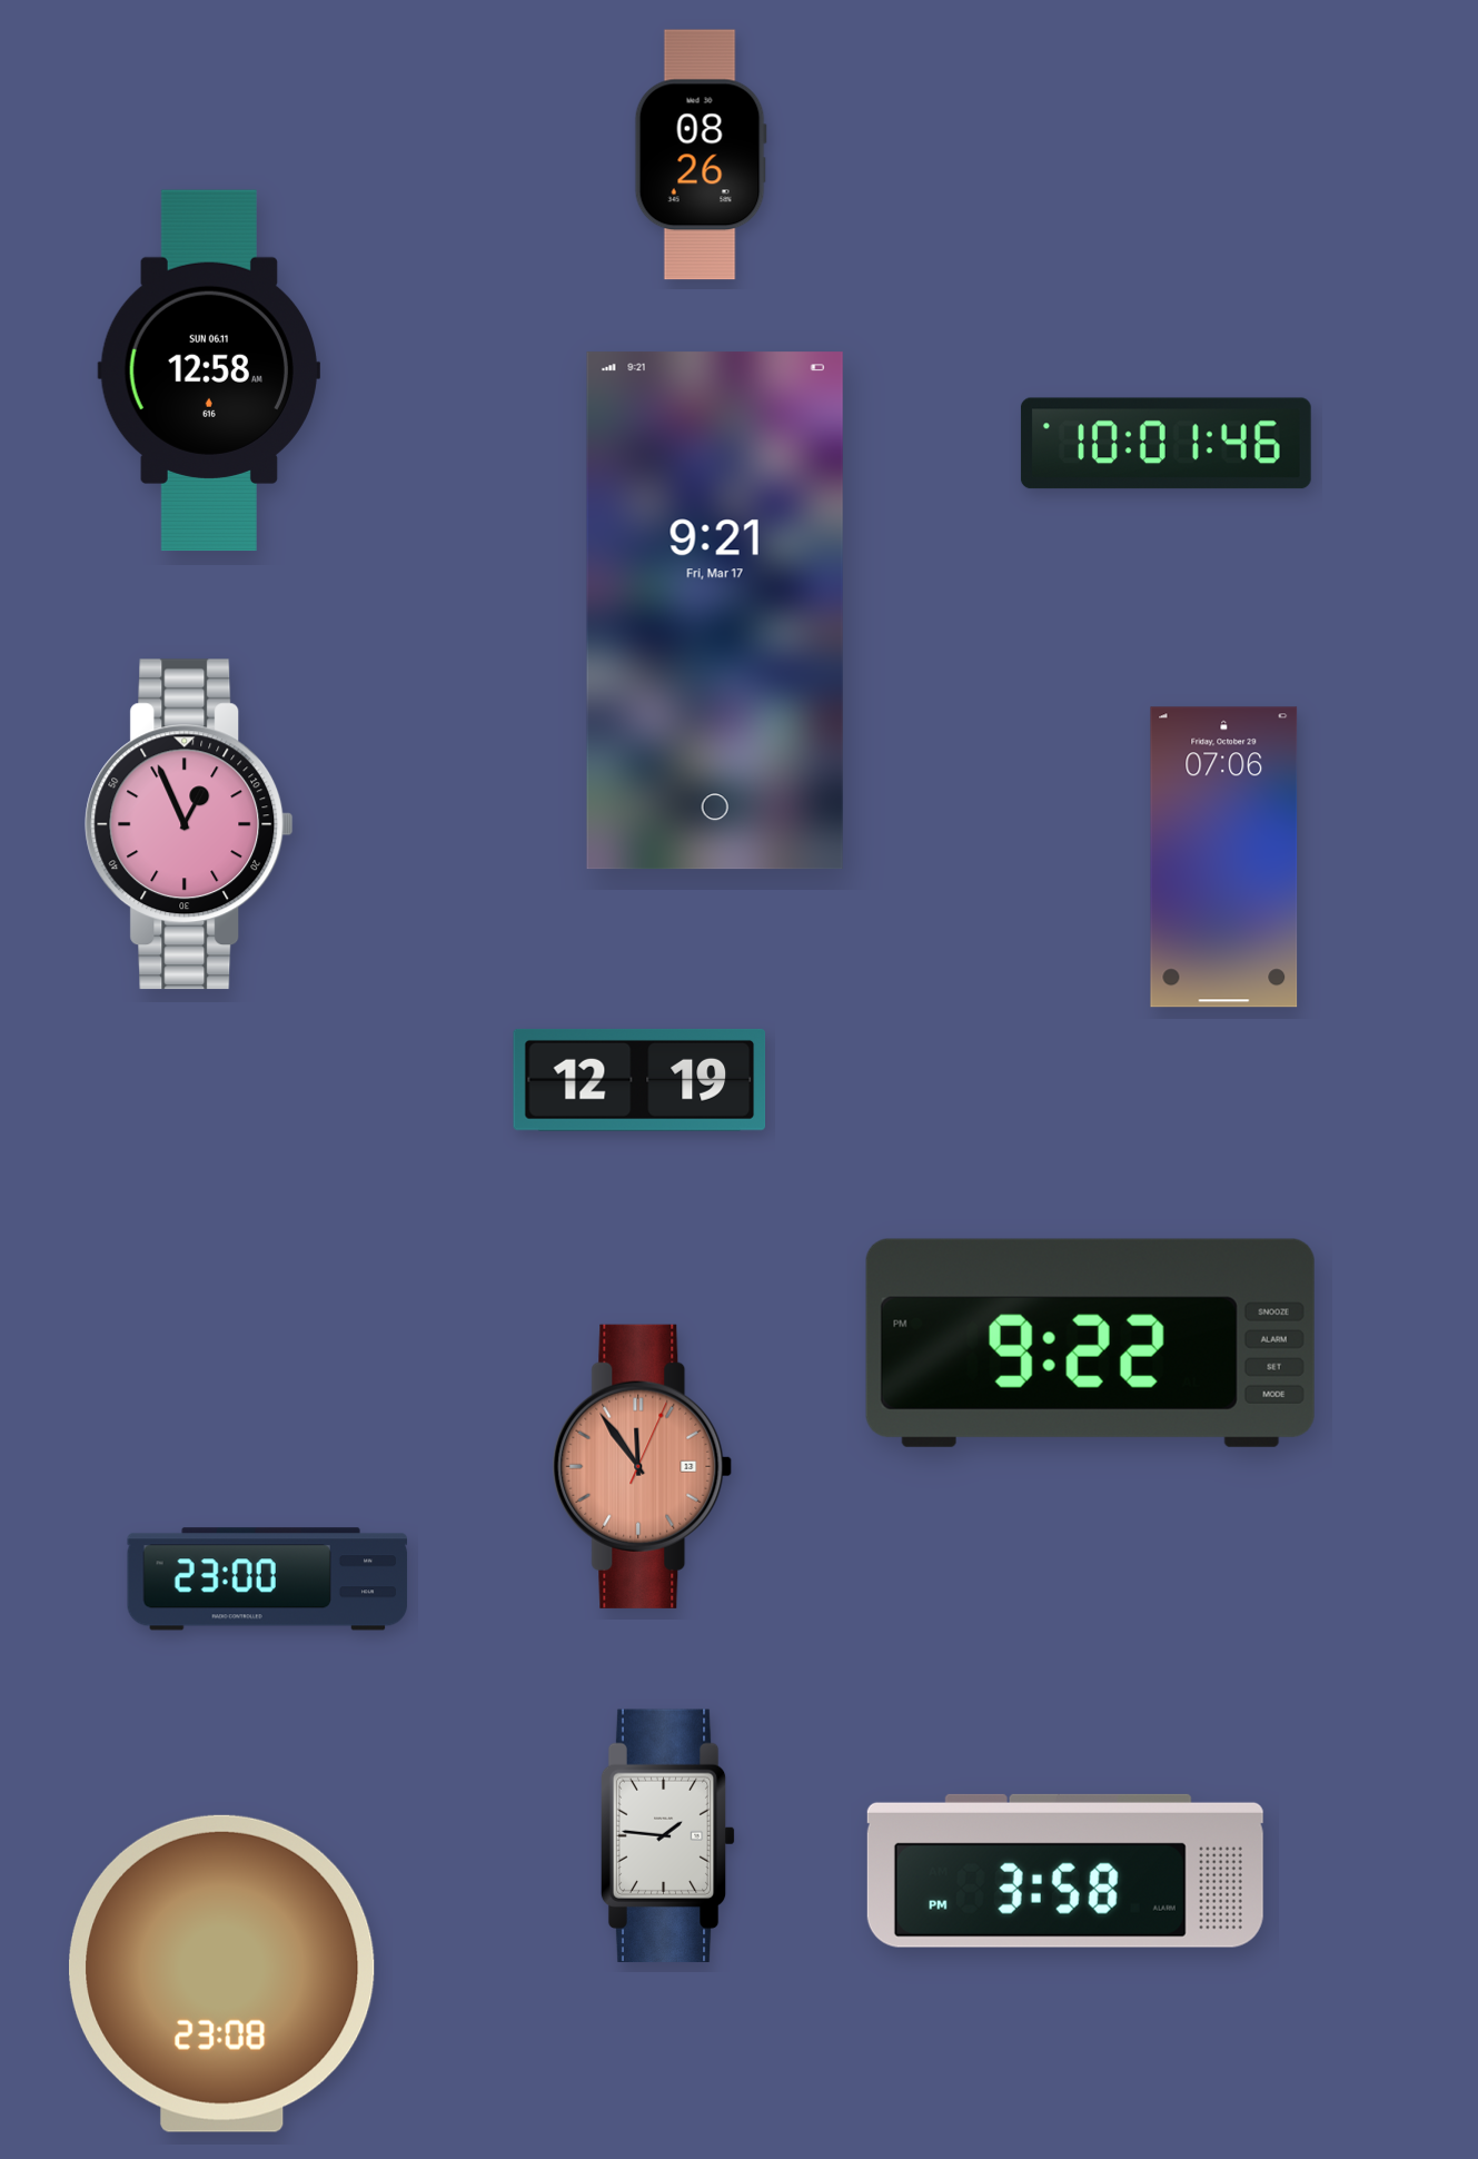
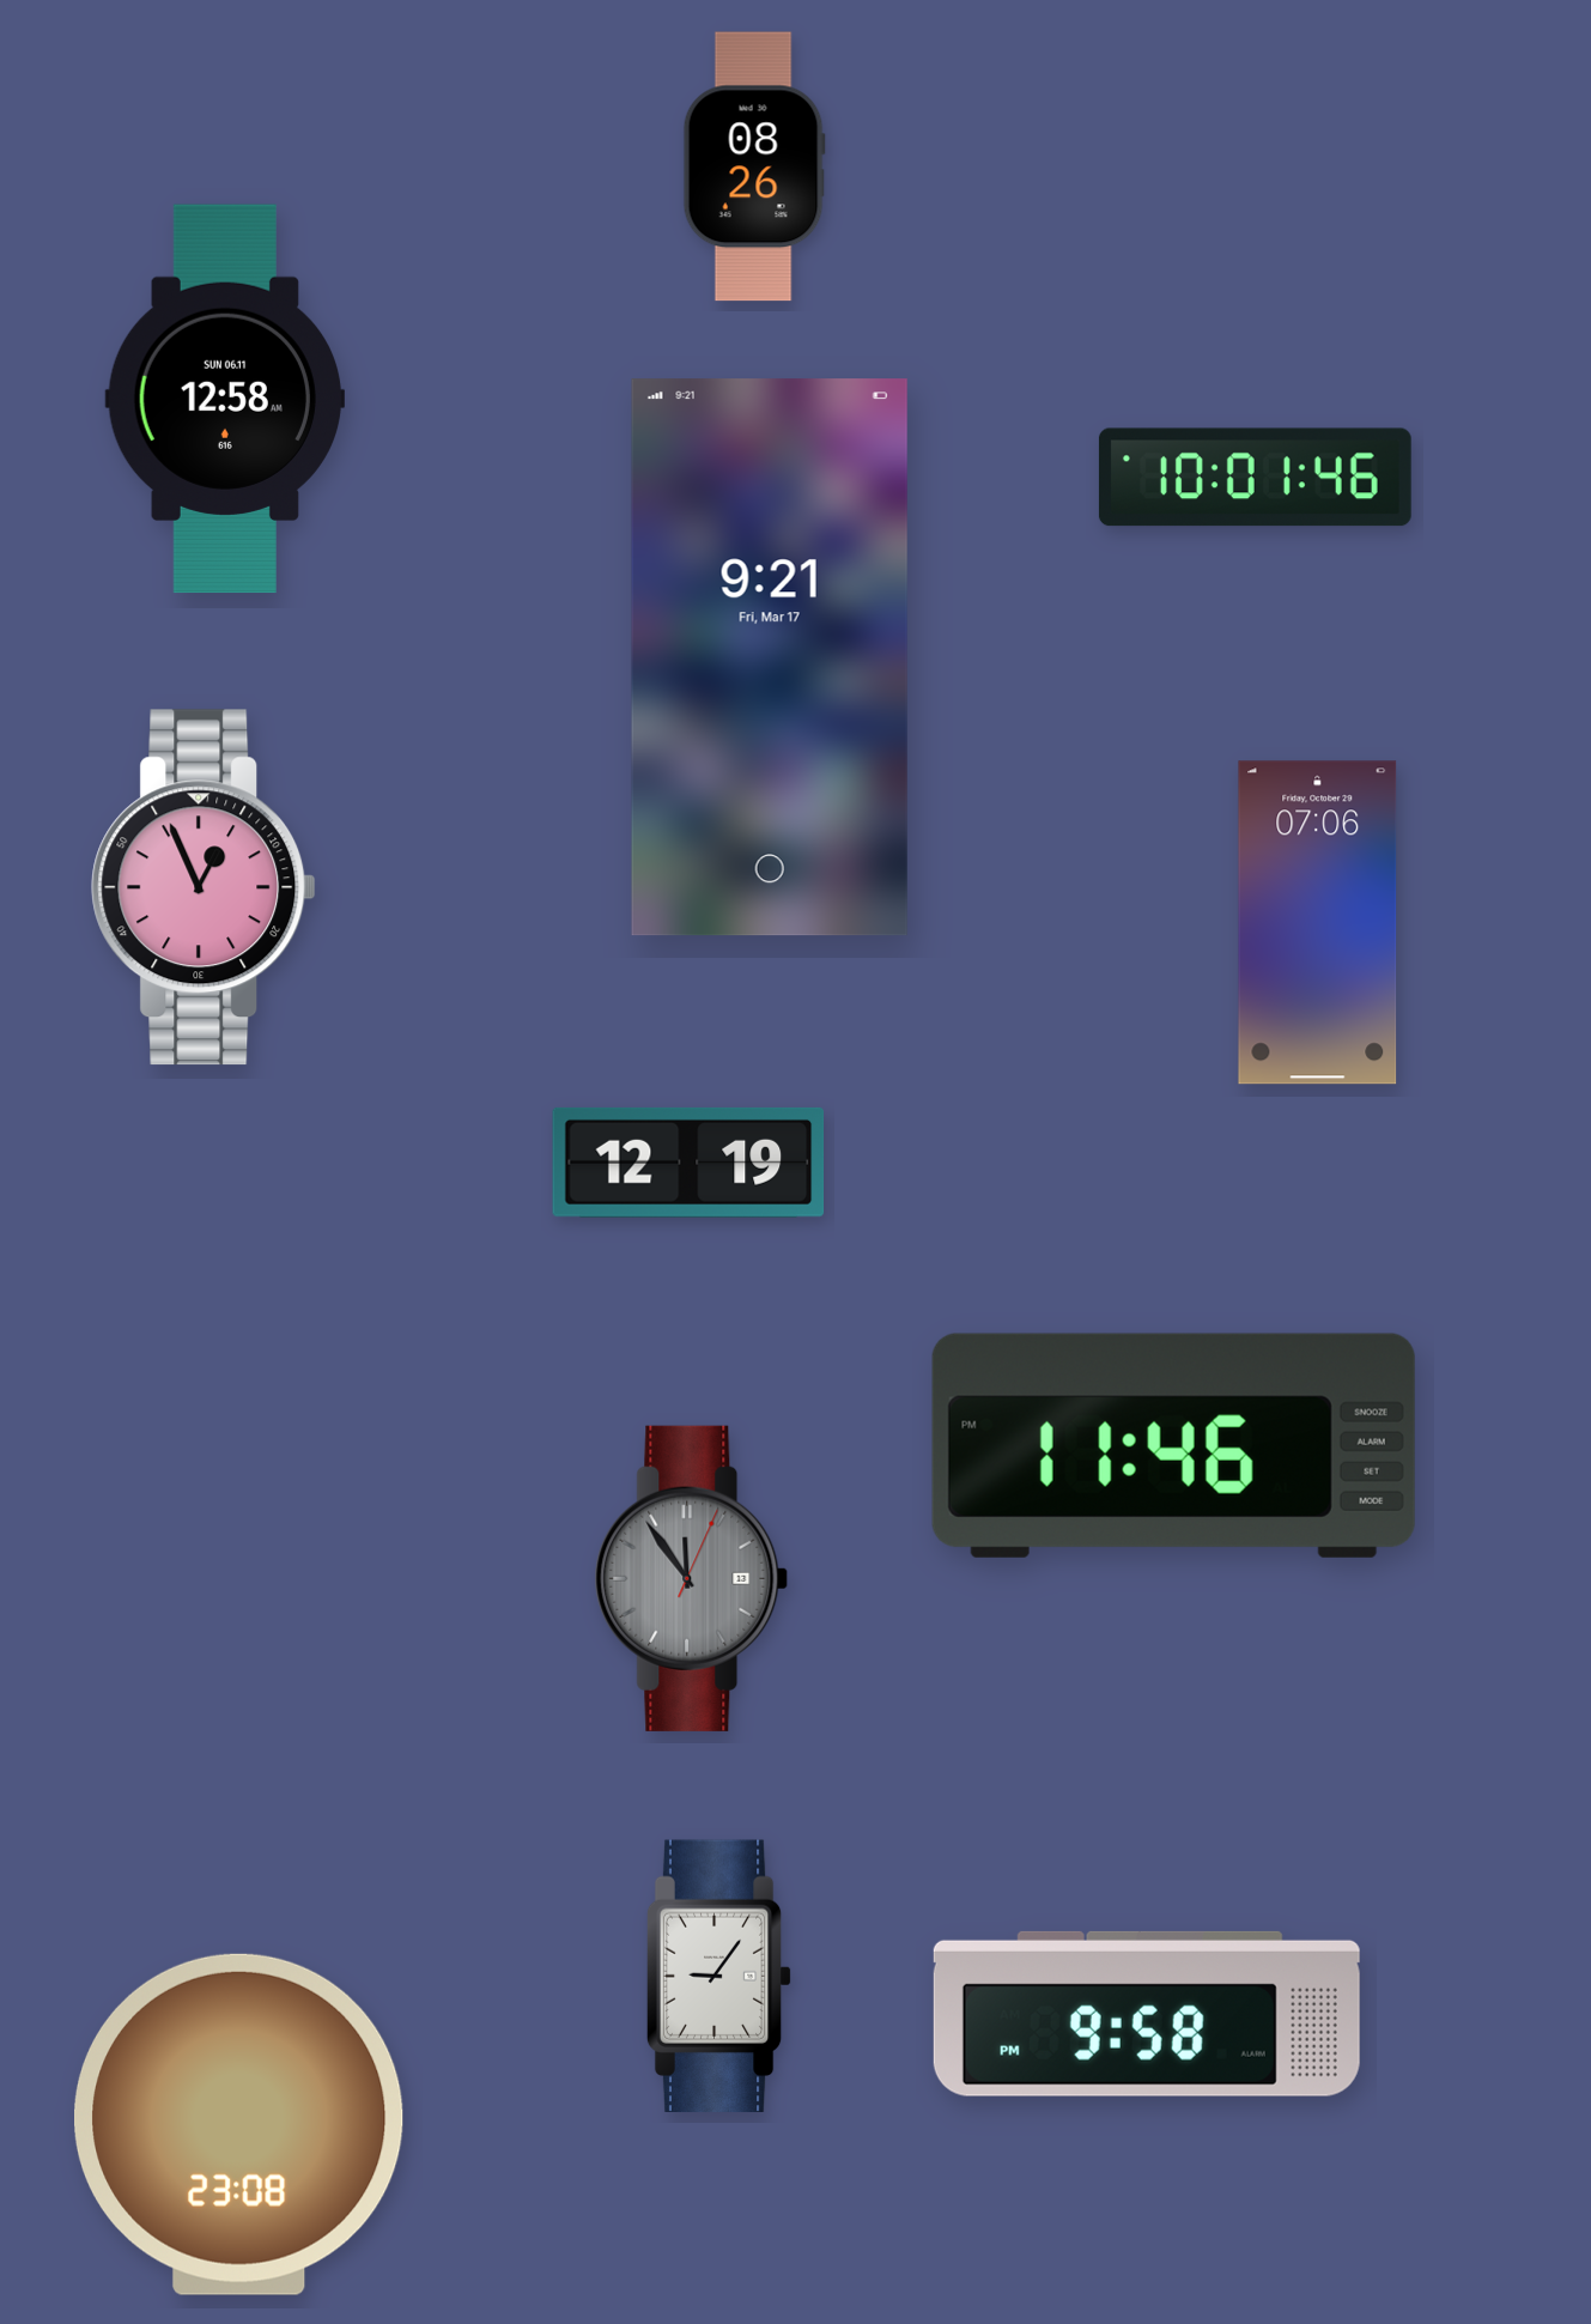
clock at (1090, 1343): 9:22 -> 11:46
clock at (643, 1466) dial: salmon -> grey
clock at (268, 1579): 23:00 -> none
clock at (667, 1835): 1:46 -> 9:06
clock at (1065, 1871): 3:58 -> 9:58
